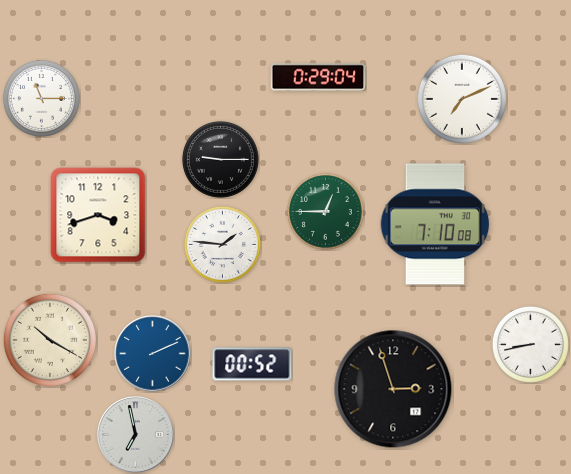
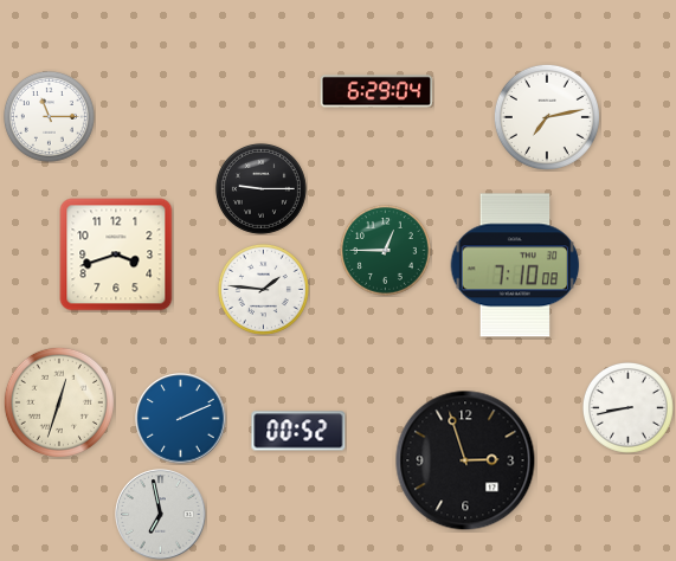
clock at (318, 77): 0:29 -> 6:29
clock at (462, 99): 7:11 -> 7:13
clock at (50, 340): 10:20 -> 12:33
